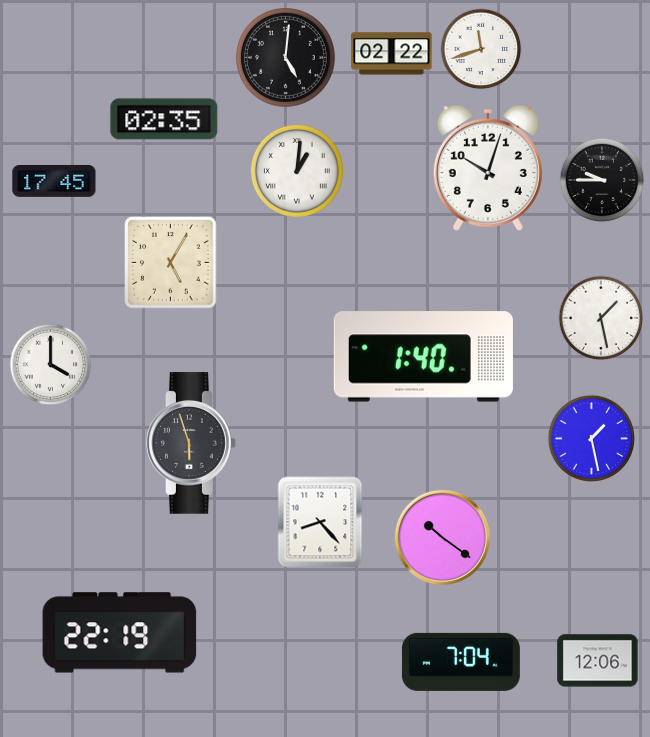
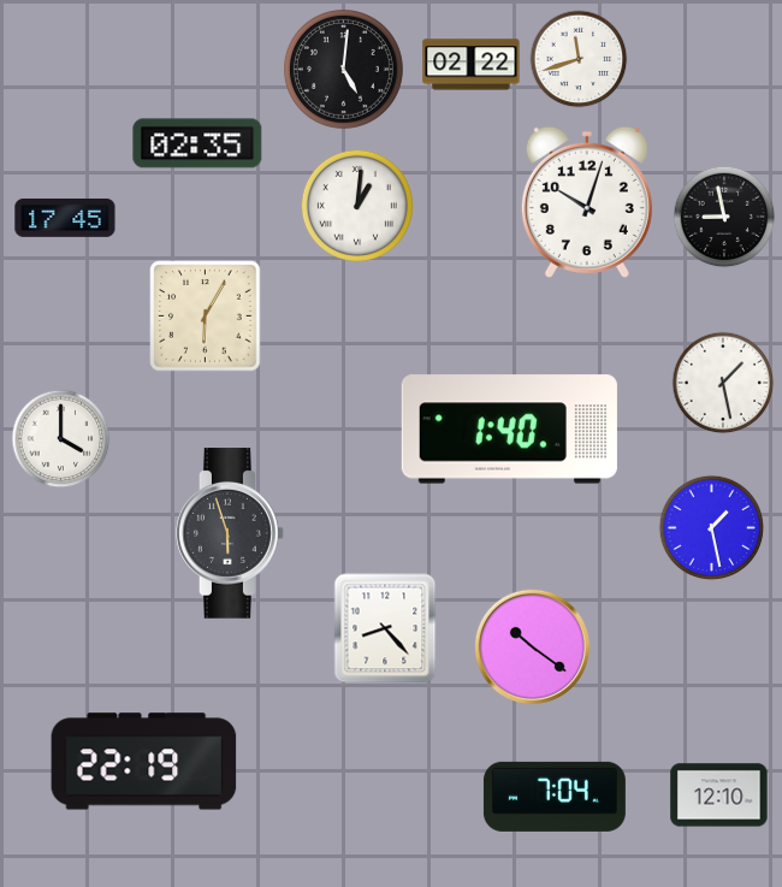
clock at (602, 180): 9:45 -> 8:58
clock at (171, 263): 5:05 -> 6:05
clock at (598, 661): 12:06 -> 12:10
